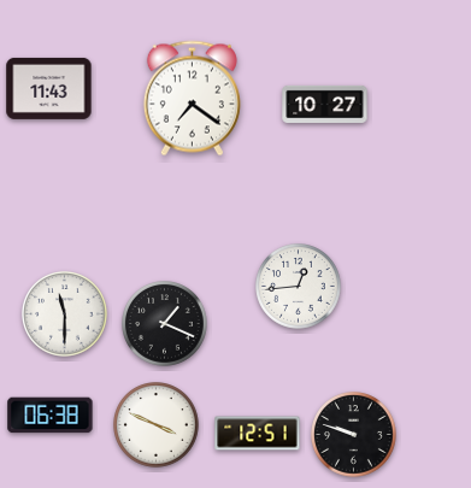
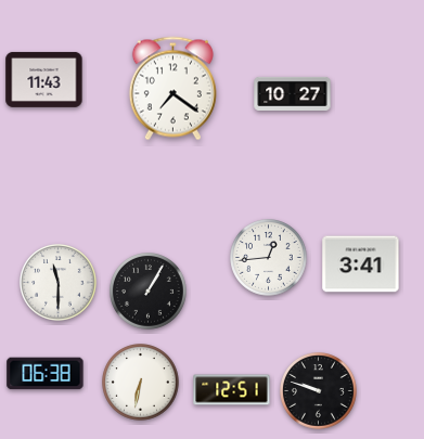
clock at (361, 264): none -> 3:41
clock at (165, 324): 1:19 -> 1:05
clock at (157, 425): 3:49 -> 6:32
